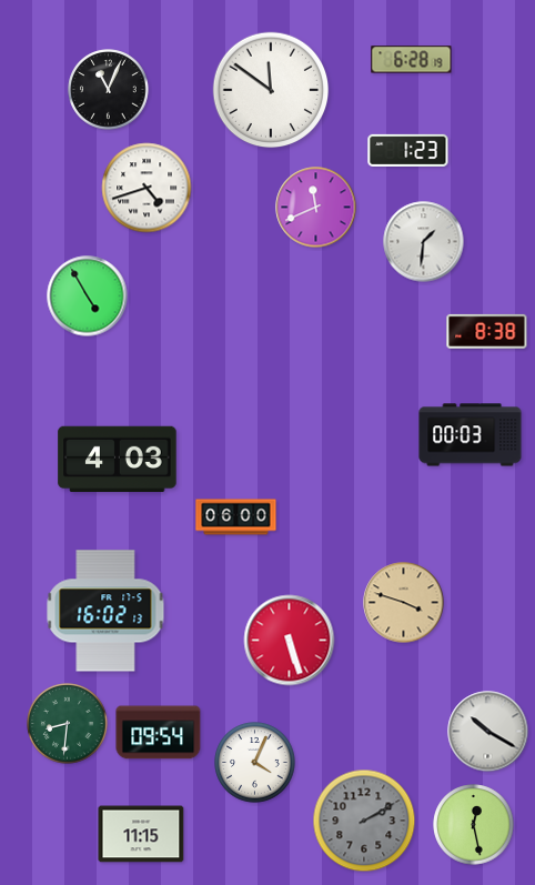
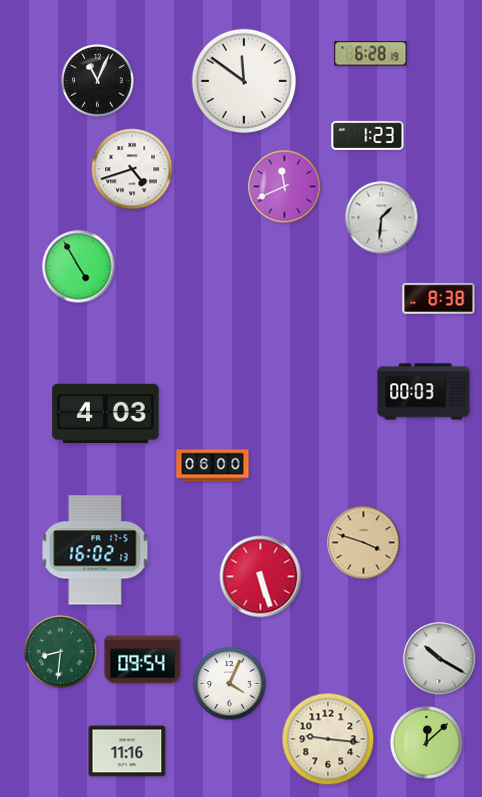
clock at (255, 763) position: (255, 763) -> (230, 684)
clock at (364, 821): 2:10 -> 9:16
clock at (364, 821) dial: grey -> cream
clock at (474, 825): 12:28 -> 12:08
clock at (141, 834): 11:15 -> 11:16
